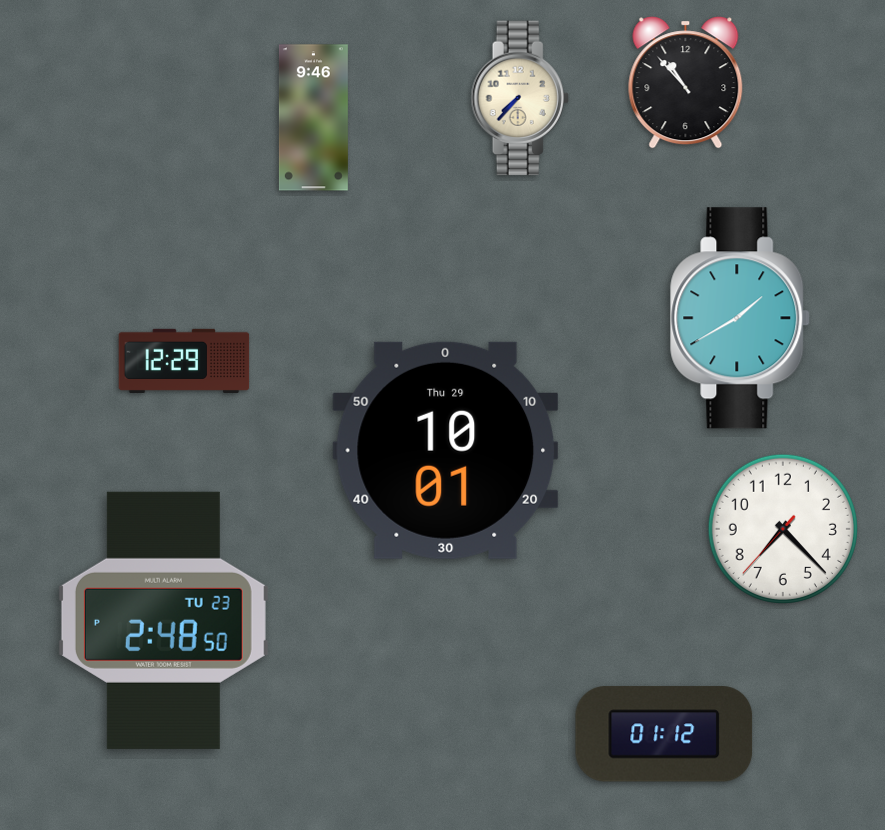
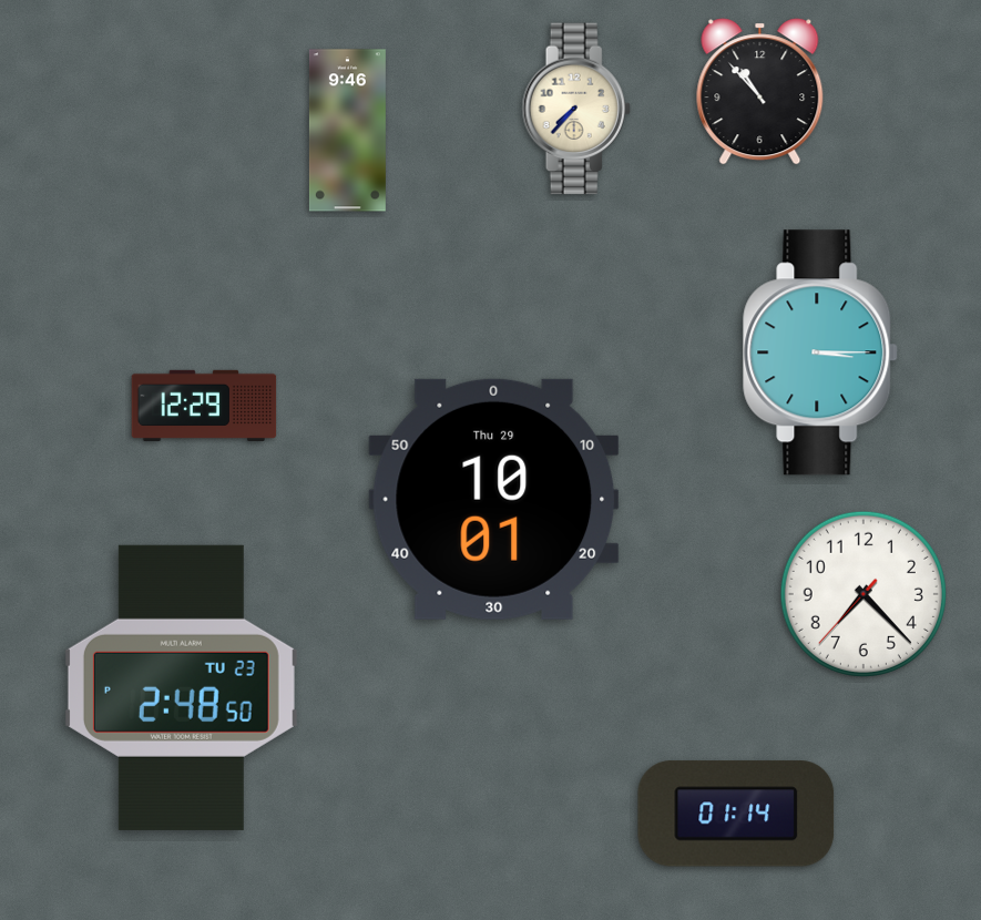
clock at (741, 318): 1:40 -> 3:15
clock at (184, 361) position: (184, 361) -> (204, 406)
clock at (783, 529) position: (783, 529) -> (864, 594)
clock at (664, 734): 01:12 -> 01:14
